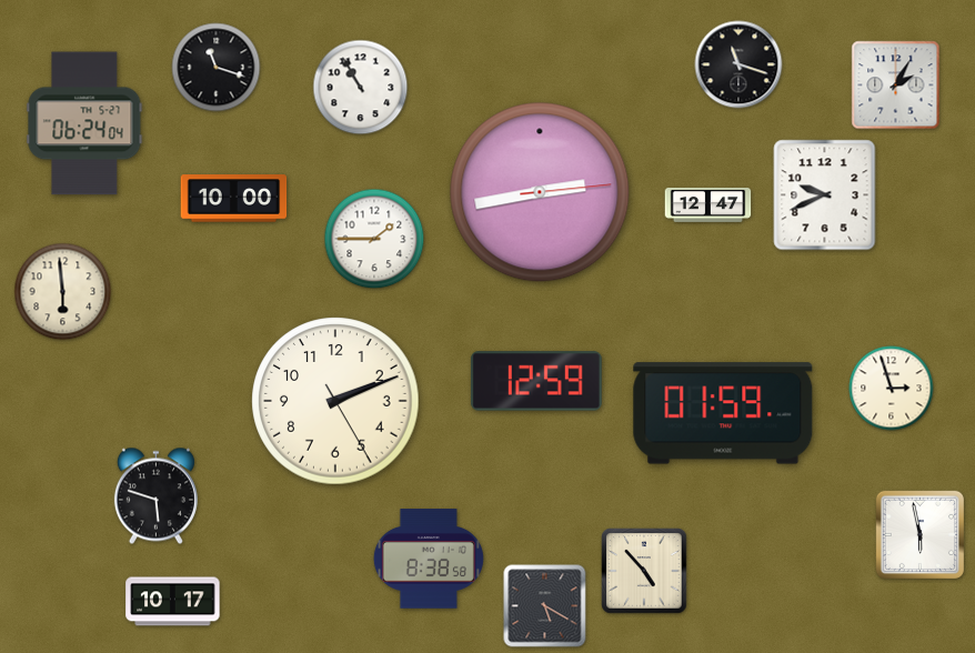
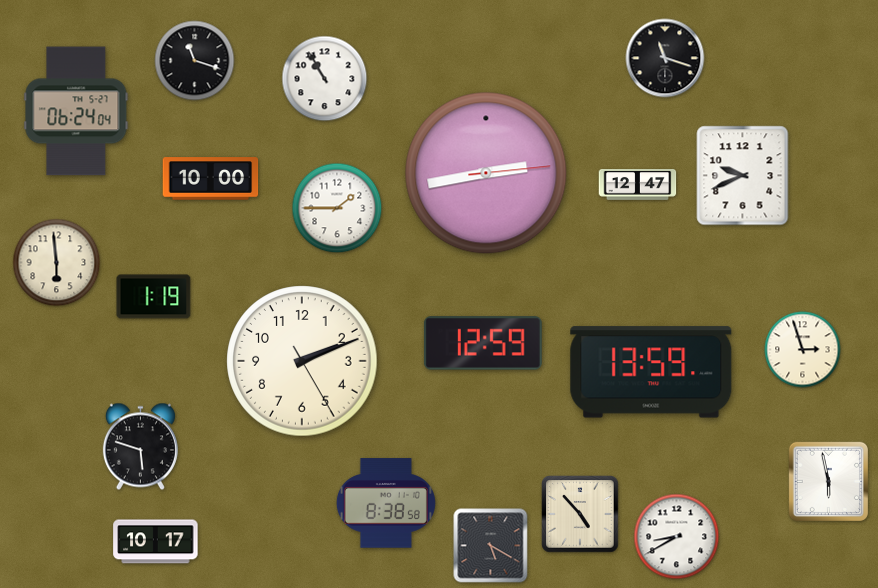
clock at (896, 86): 2:05 -> none
clock at (374, 239) position: (374, 239) -> (337, 208)
clock at (154, 297): none -> 1:19
clock at (723, 413): 01:59 -> 13:59
clock at (677, 537): none -> 8:40
